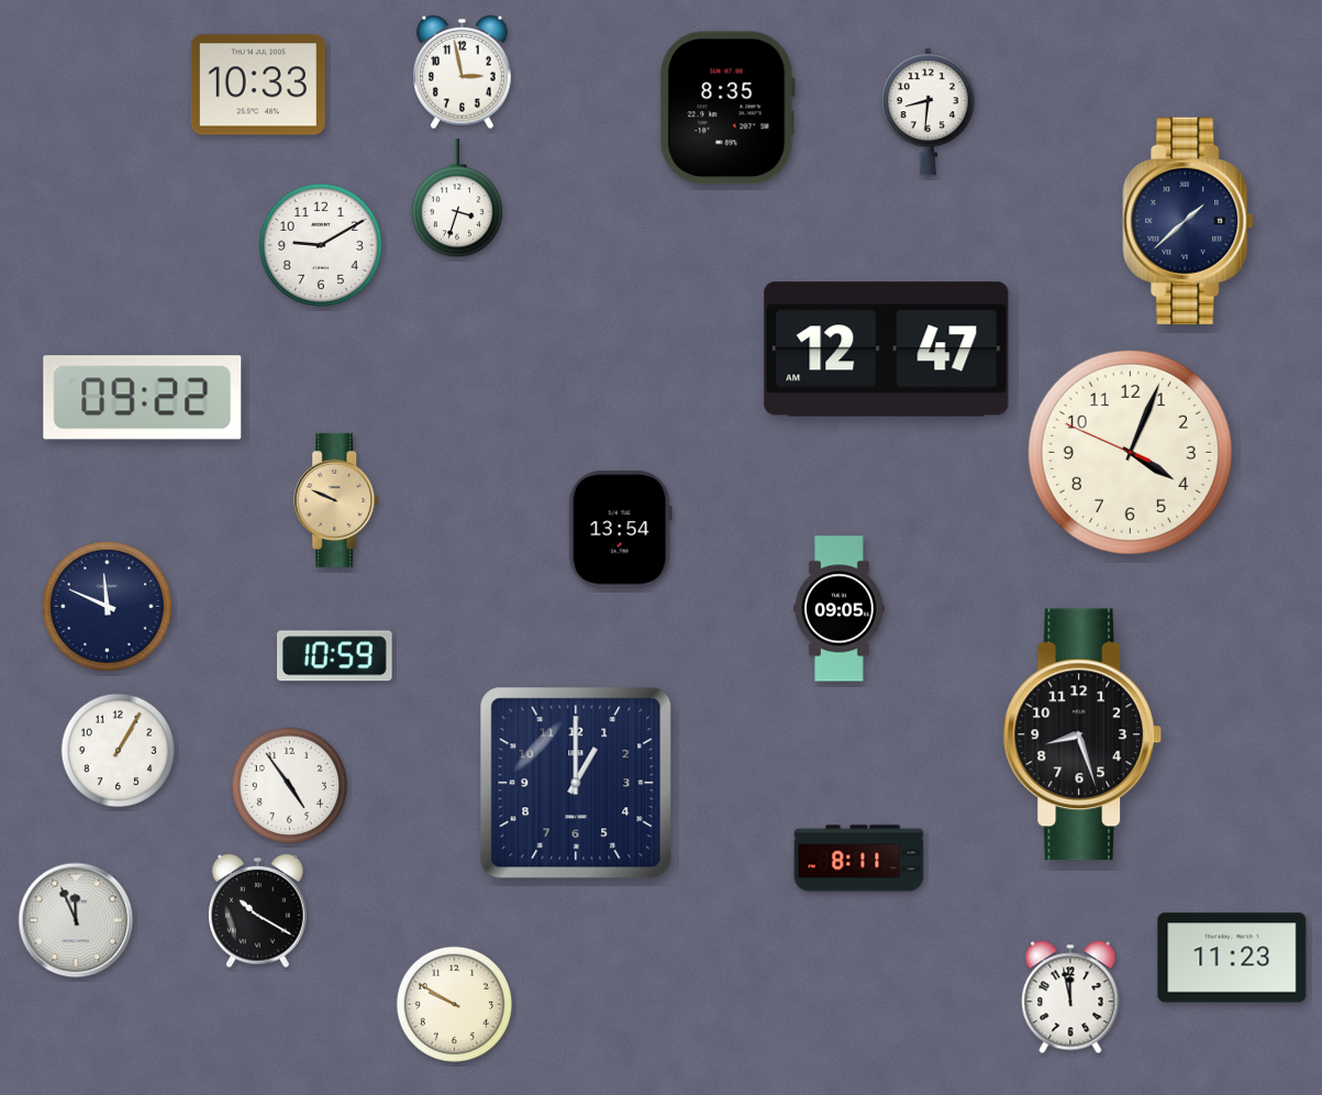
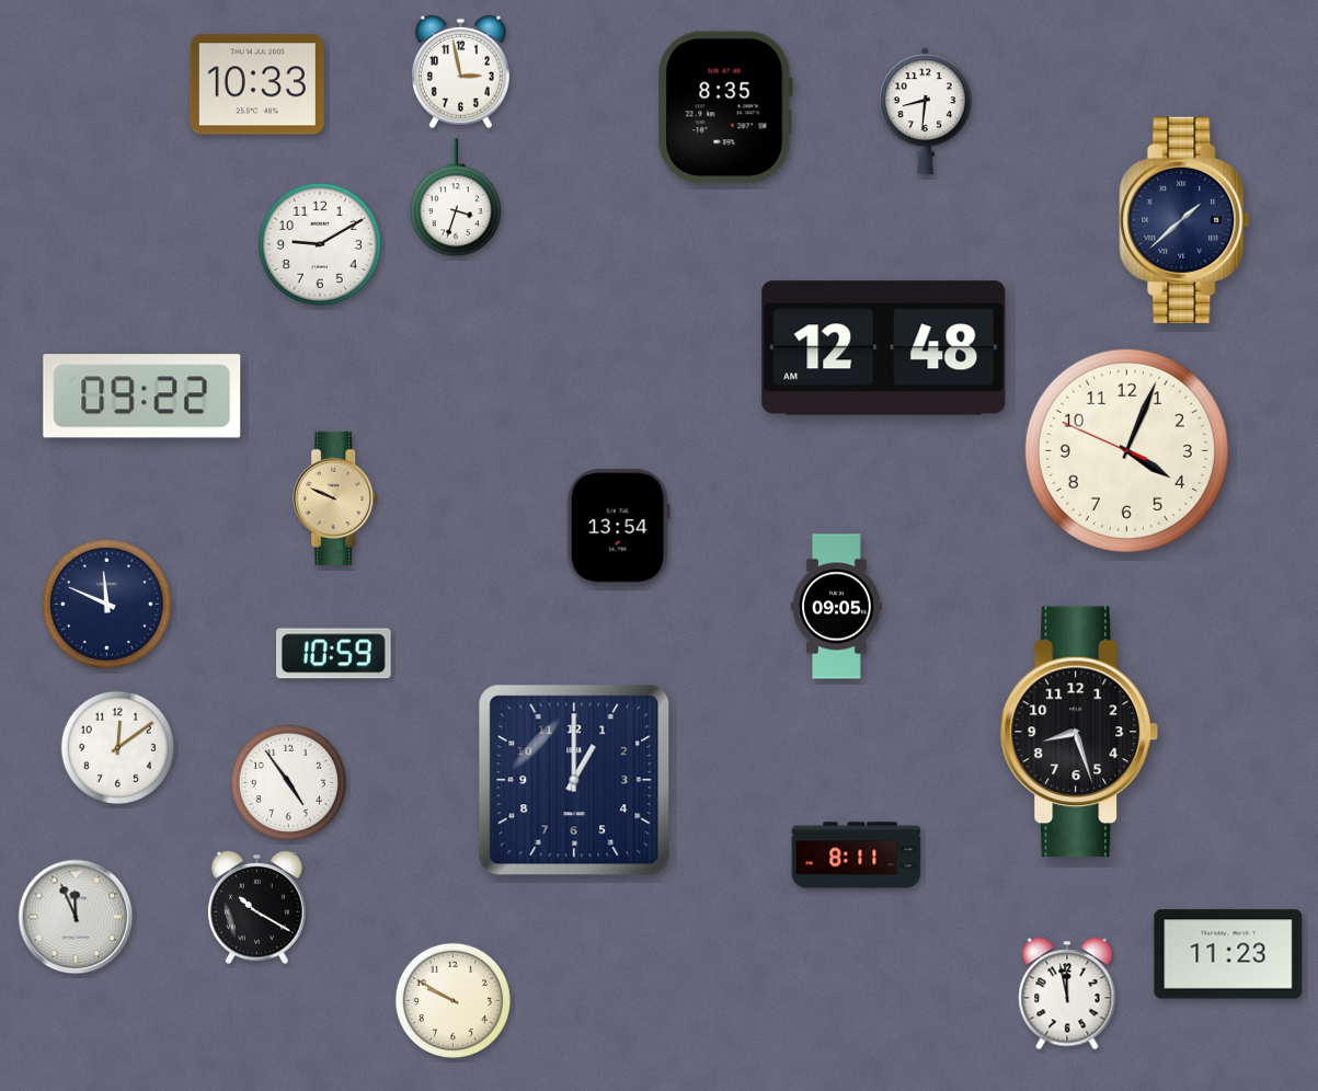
clock at (887, 350): 12:47 -> 12:48
clock at (118, 750): 1:05 -> 12:09
